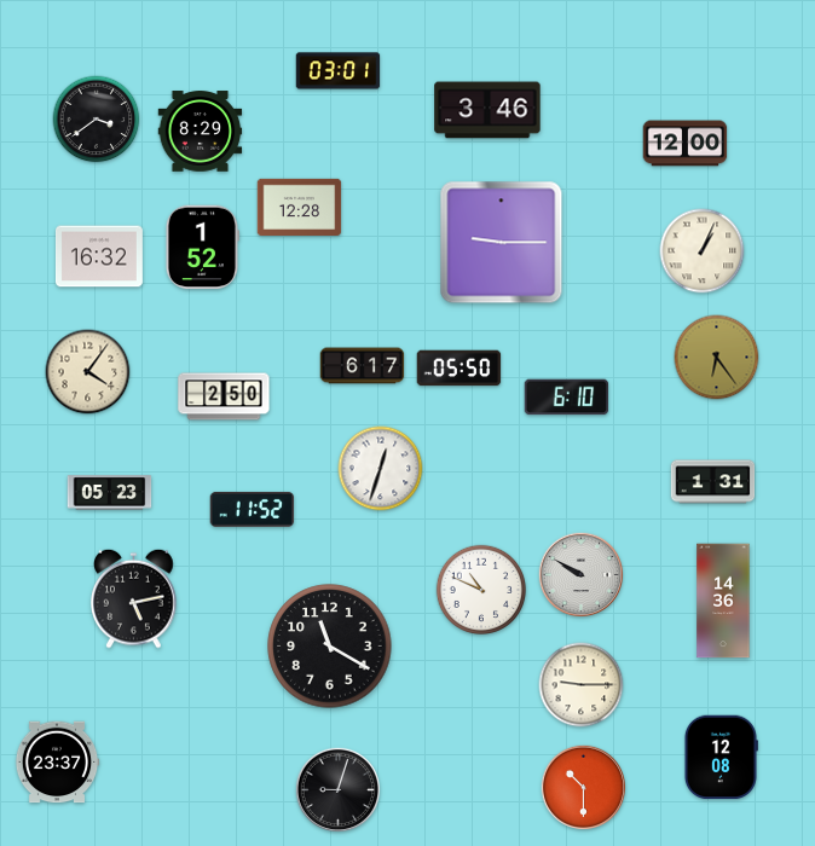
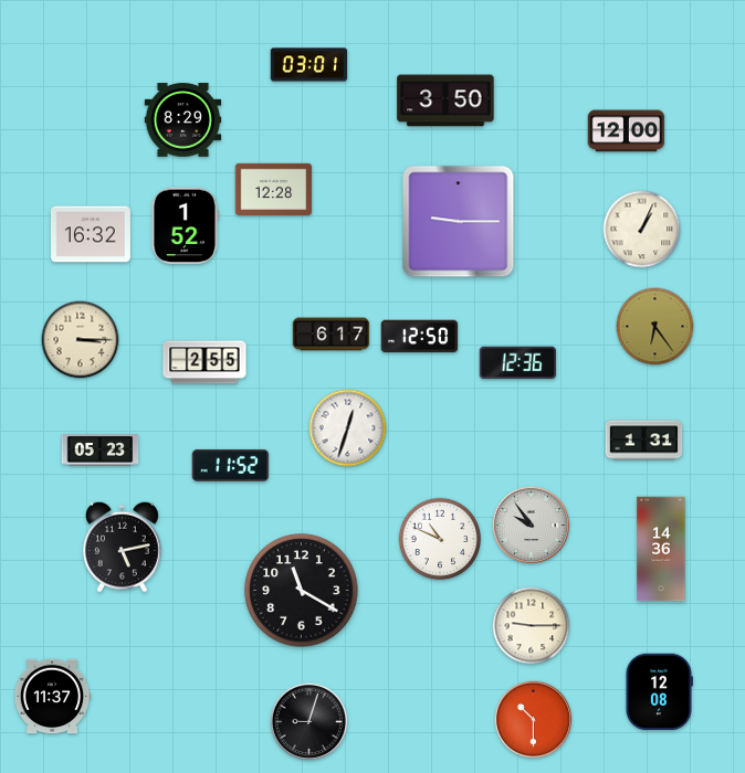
clock at (487, 110): 3:46 -> 3:50
clock at (97, 120): 3:39 -> none
clock at (459, 369): 05:50 -> 12:50
clock at (88, 372): 4:06 -> 3:15
clock at (224, 396): 2:50 -> 2:55
clock at (567, 398): 6:10 -> 12:36
clock at (713, 482) position: (713, 482) -> (644, 441)
clock at (580, 574): 9:50 -> 9:54
clock at (57, 763): 23:37 -> 11:37
